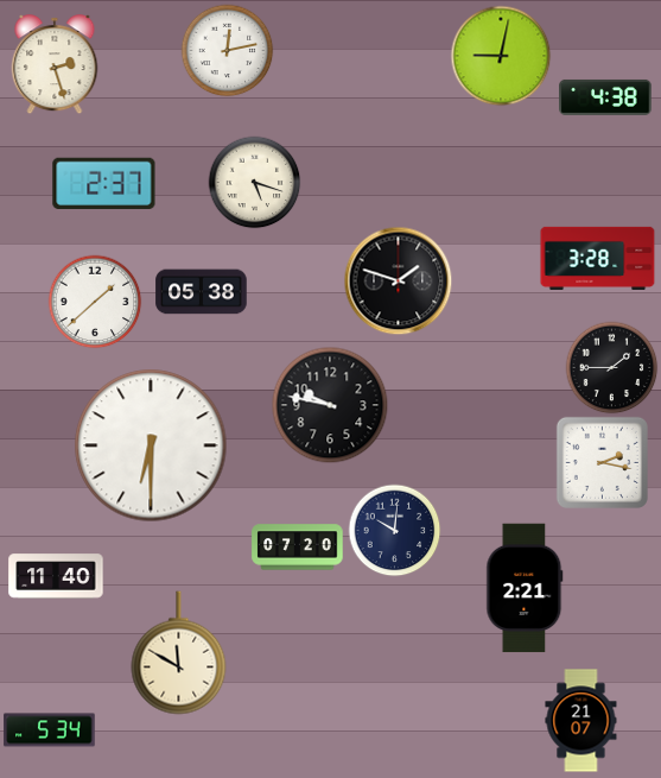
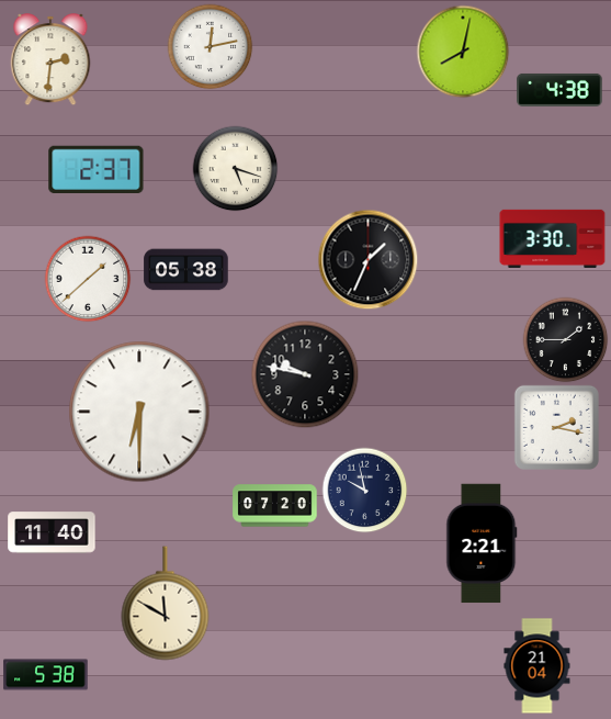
clock at (501, 56): 9:02 -> 8:02
clock at (55, 64): 2:27 -> 2:31
clock at (598, 258): 3:28 -> 3:30
clock at (398, 280): 1:48 -> 1:34
clock at (394, 530): 10:01 -> 9:58
clock at (525, 588) position: (525, 588) -> (482, 543)
clock at (581, 721): 21:07 -> 21:04
clock at (50, 730): 5:34 -> 5:38
